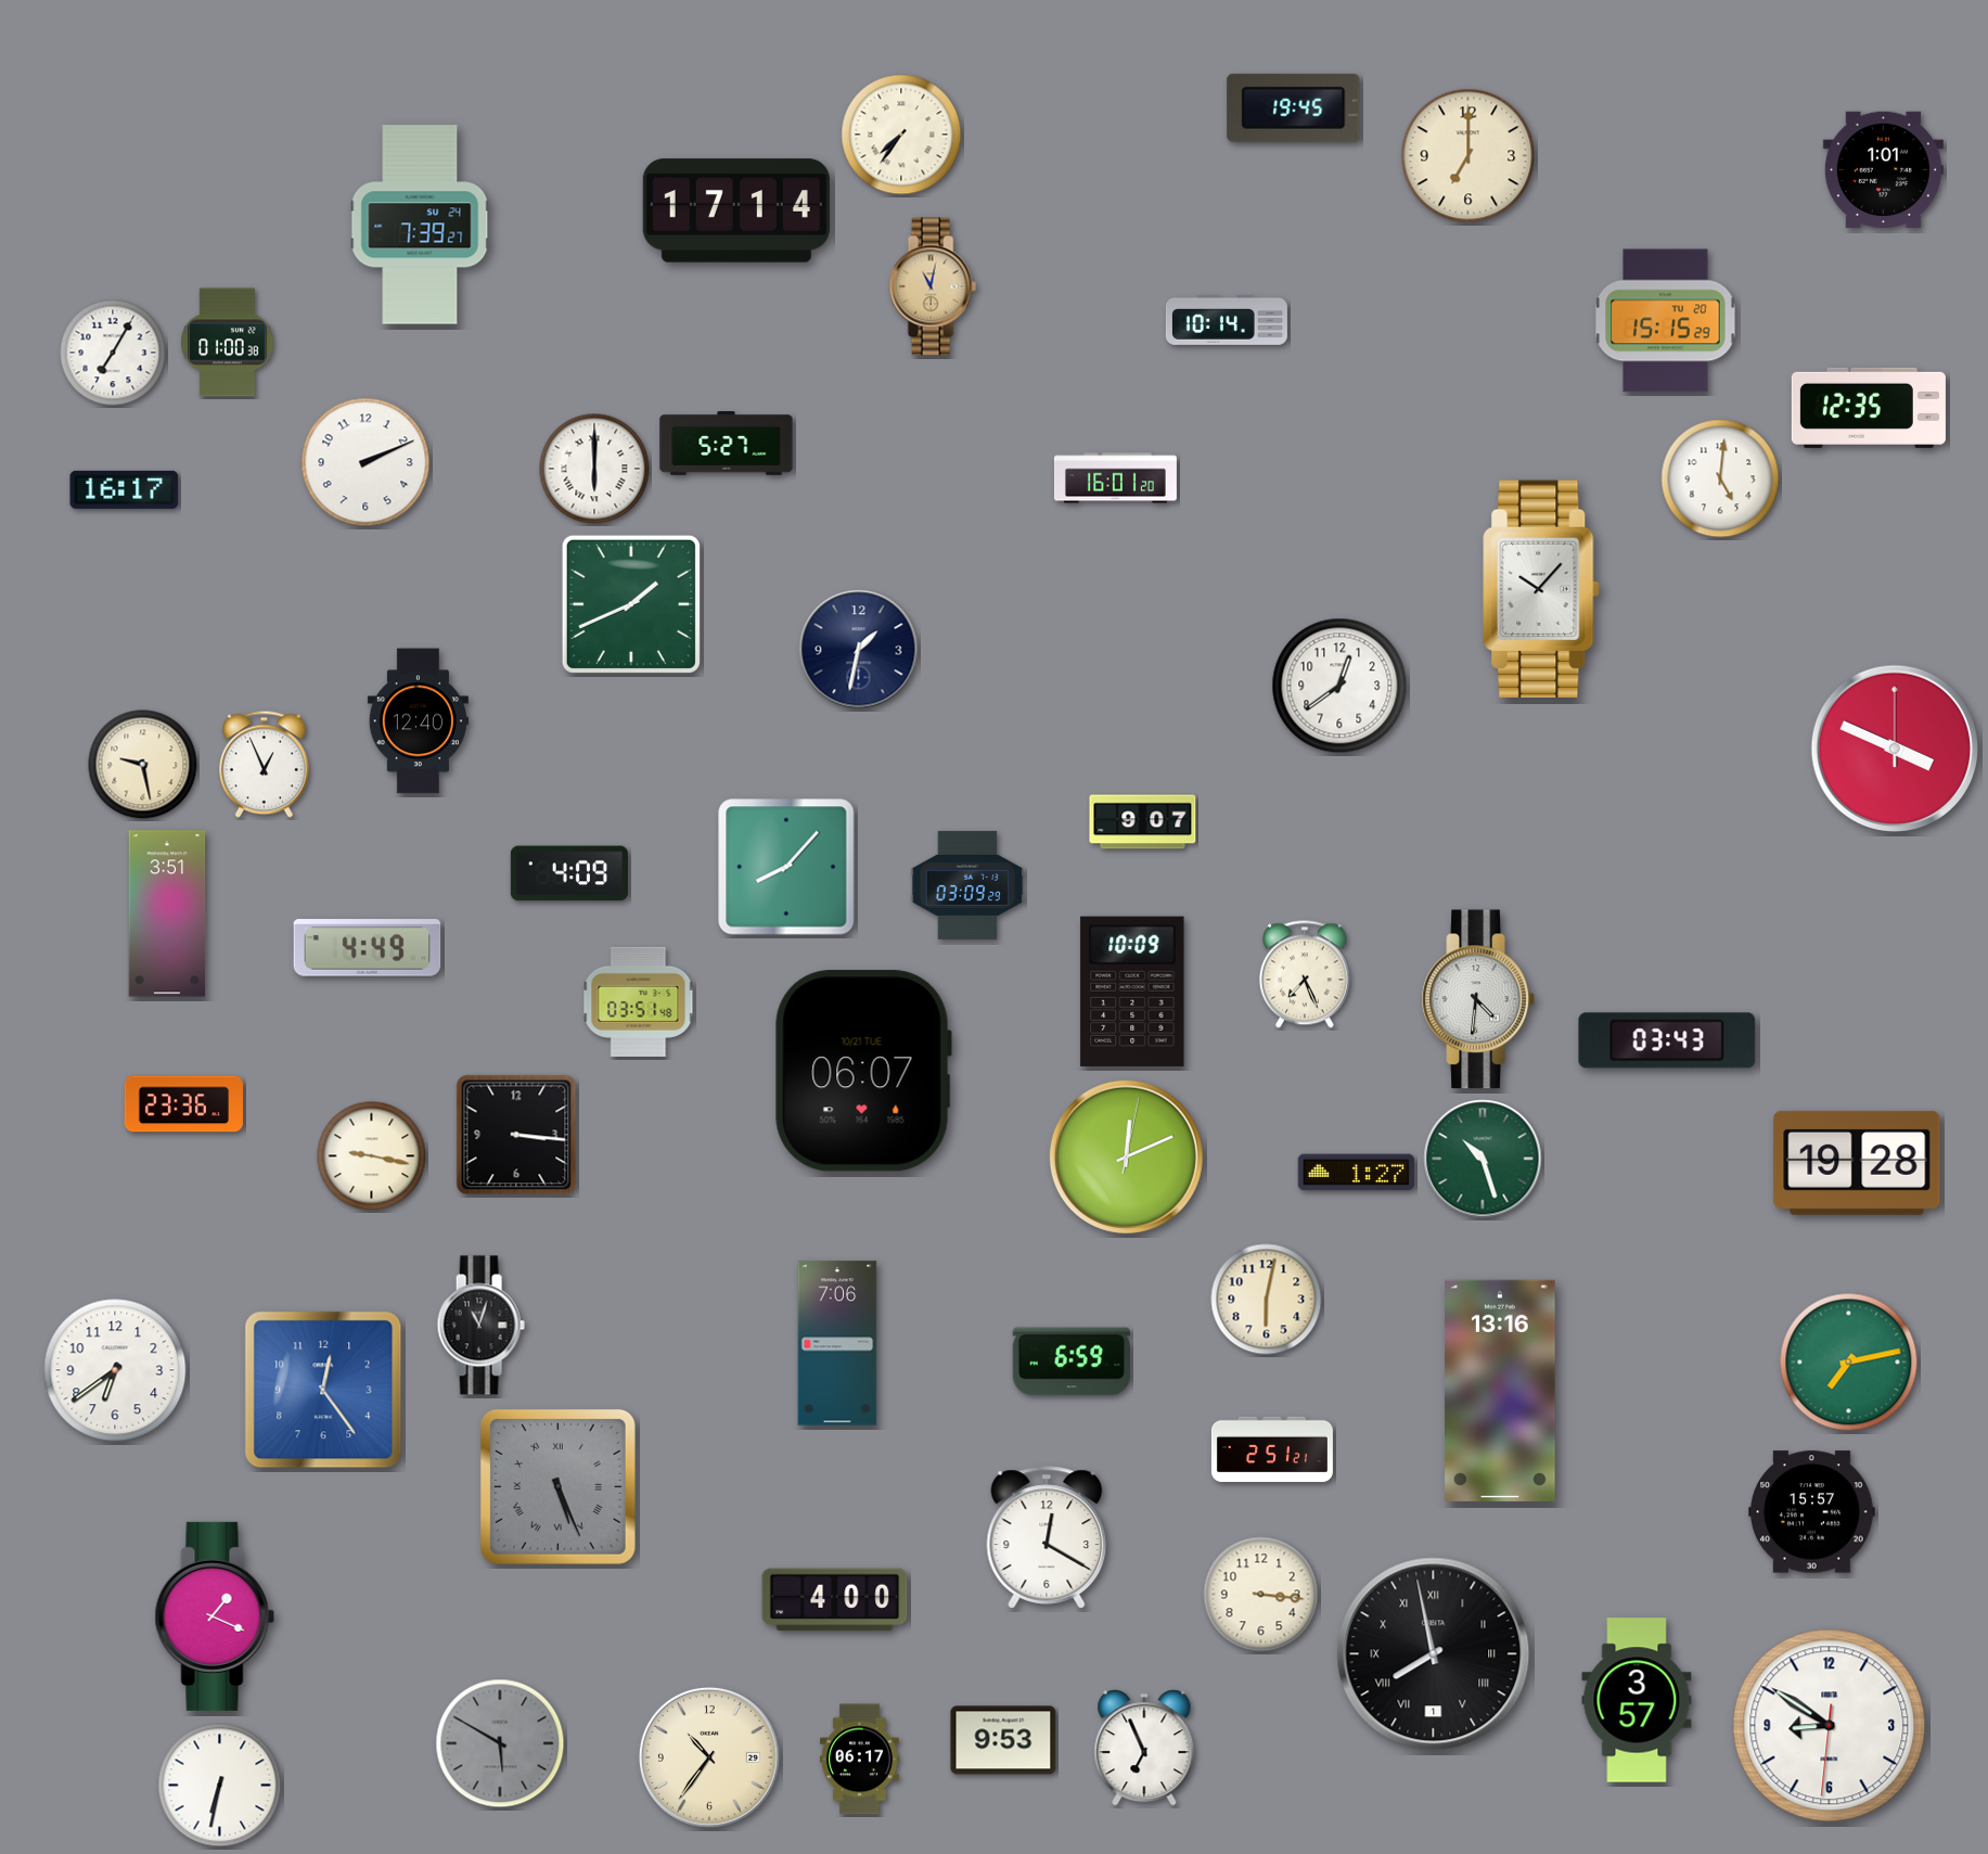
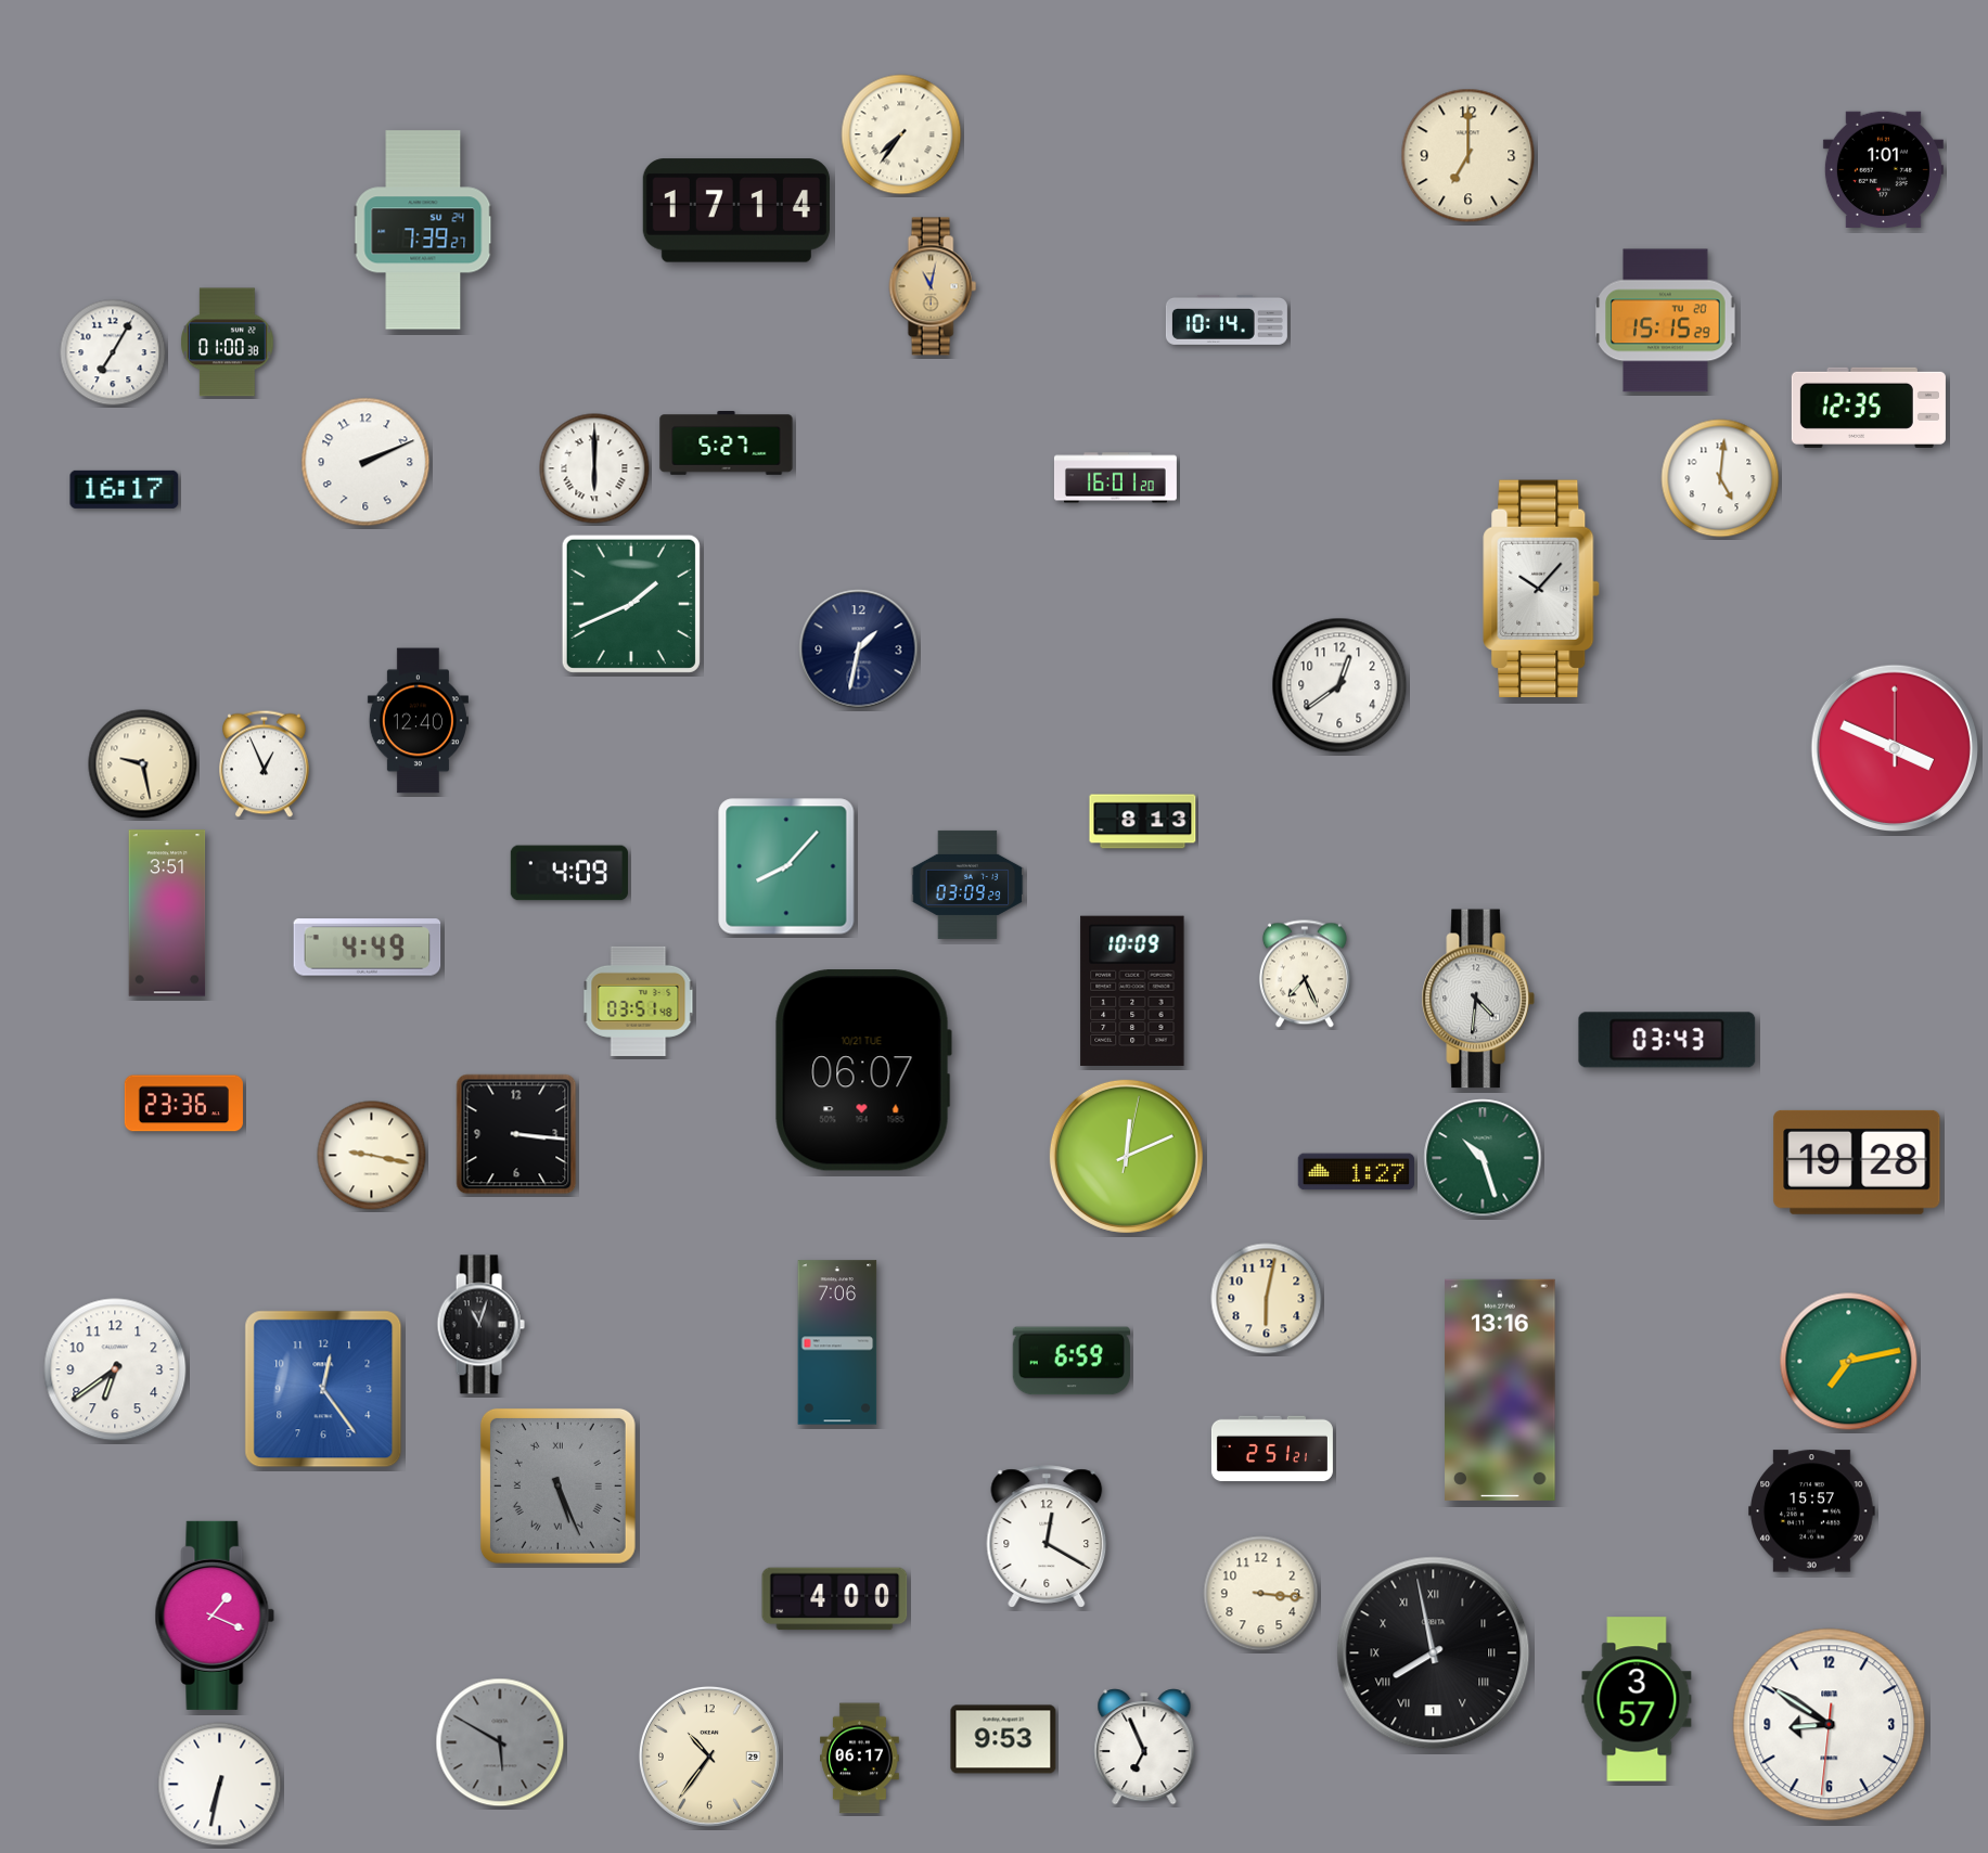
clock at (1294, 107): 19:45 -> none
clock at (420, 225) position: (420, 225) -> (423, 230)
clock at (1143, 822): 9:07 -> 8:13
